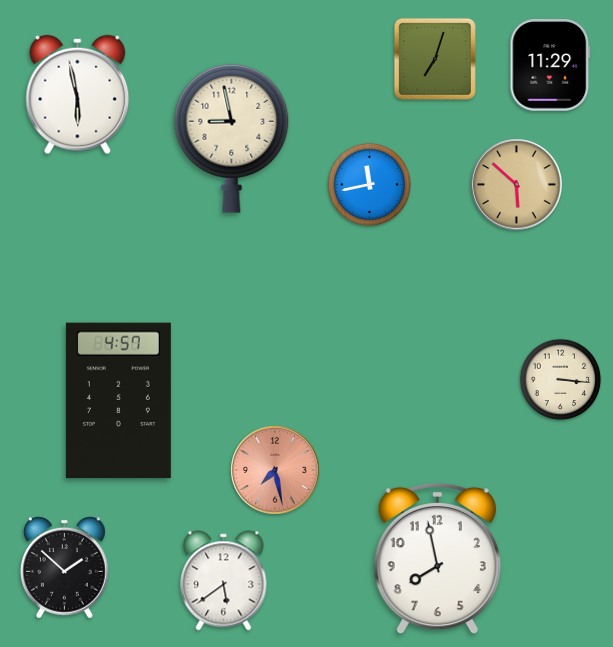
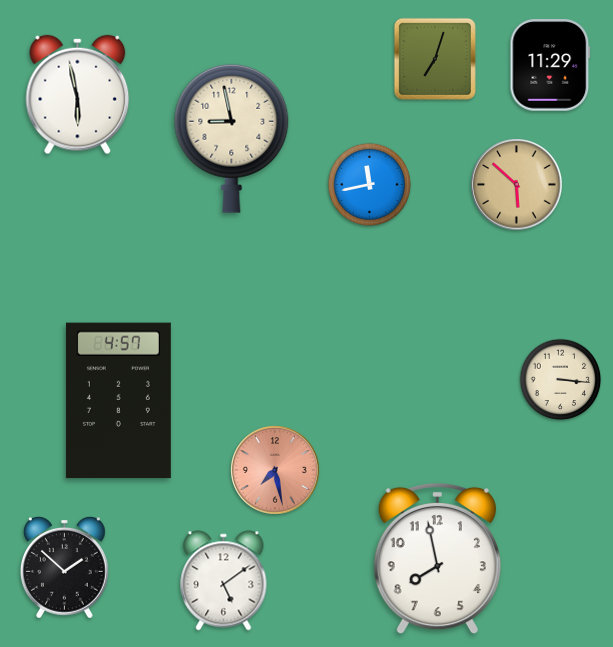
clock at (224, 581): 5:39 -> 5:09
